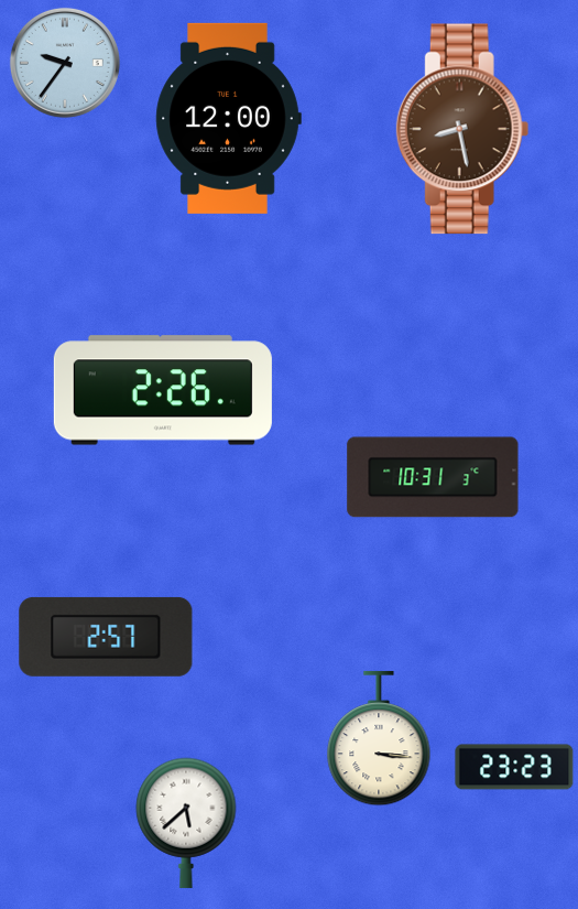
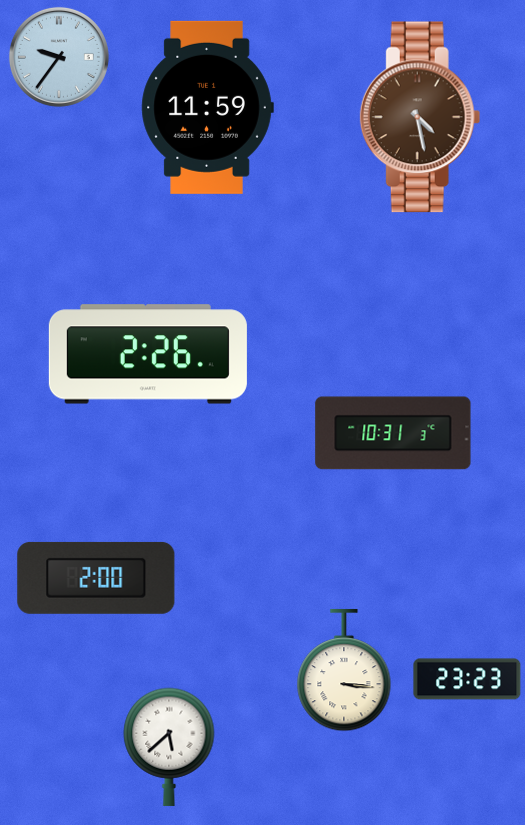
clock at (228, 118): 12:00 -> 11:59
clock at (462, 129): 8:28 -> 4:28
clock at (106, 637): 2:57 -> 2:00
clock at (514, 767) position: (514, 767) -> (467, 679)
